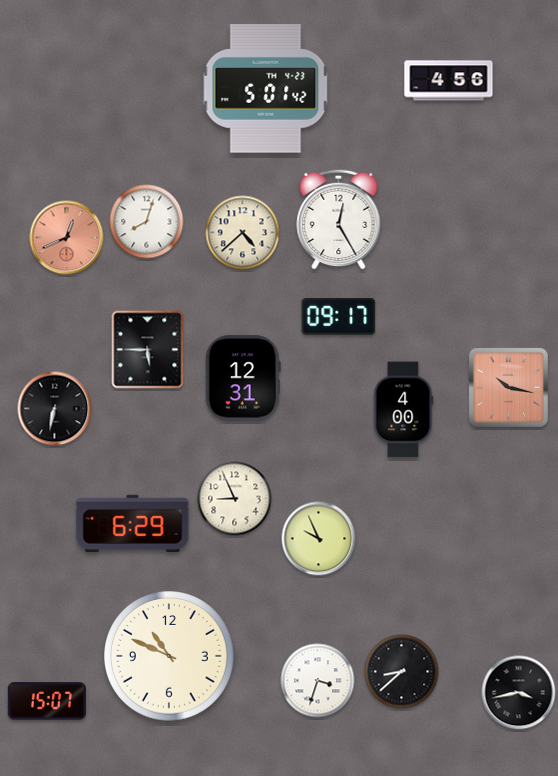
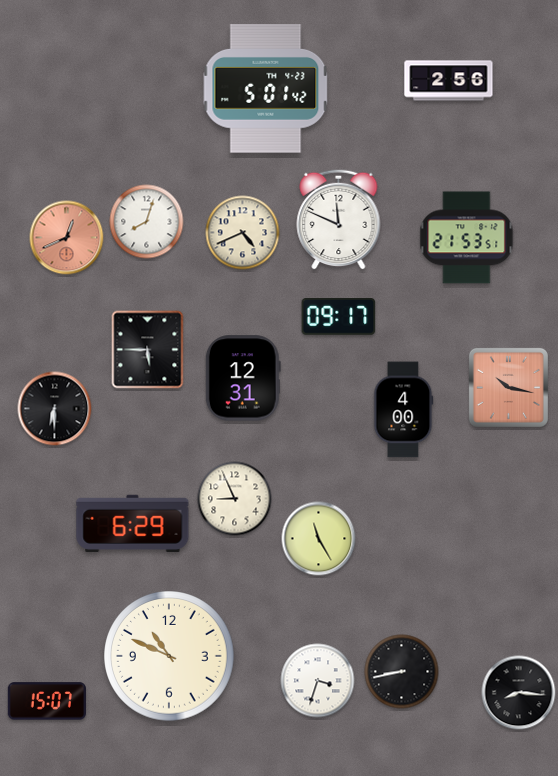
clock at (449, 81): 4:56 -> 2:56
clock at (339, 219): 12:25 -> 11:49
clock at (243, 233): 4:38 -> 4:41
clock at (467, 238): none -> 21:53
clock at (55, 409): 6:32 -> 6:30
clock at (319, 539): 9:56 -> 11:25
clock at (402, 672): 8:38 -> 8:43
clock at (519, 693): 3:43 -> 8:16
